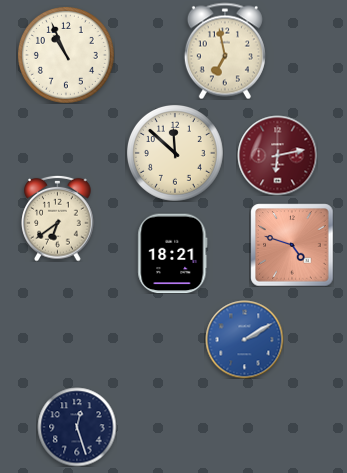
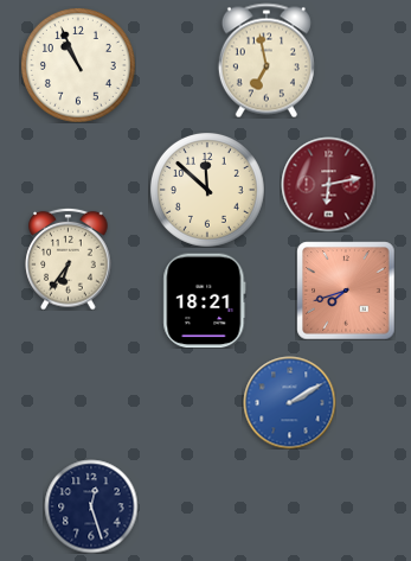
clock at (175, 153) position: (175, 153) -> (207, 190)
clock at (58, 218): 6:39 -> 6:36
clock at (292, 245): 4:48 -> 7:42
